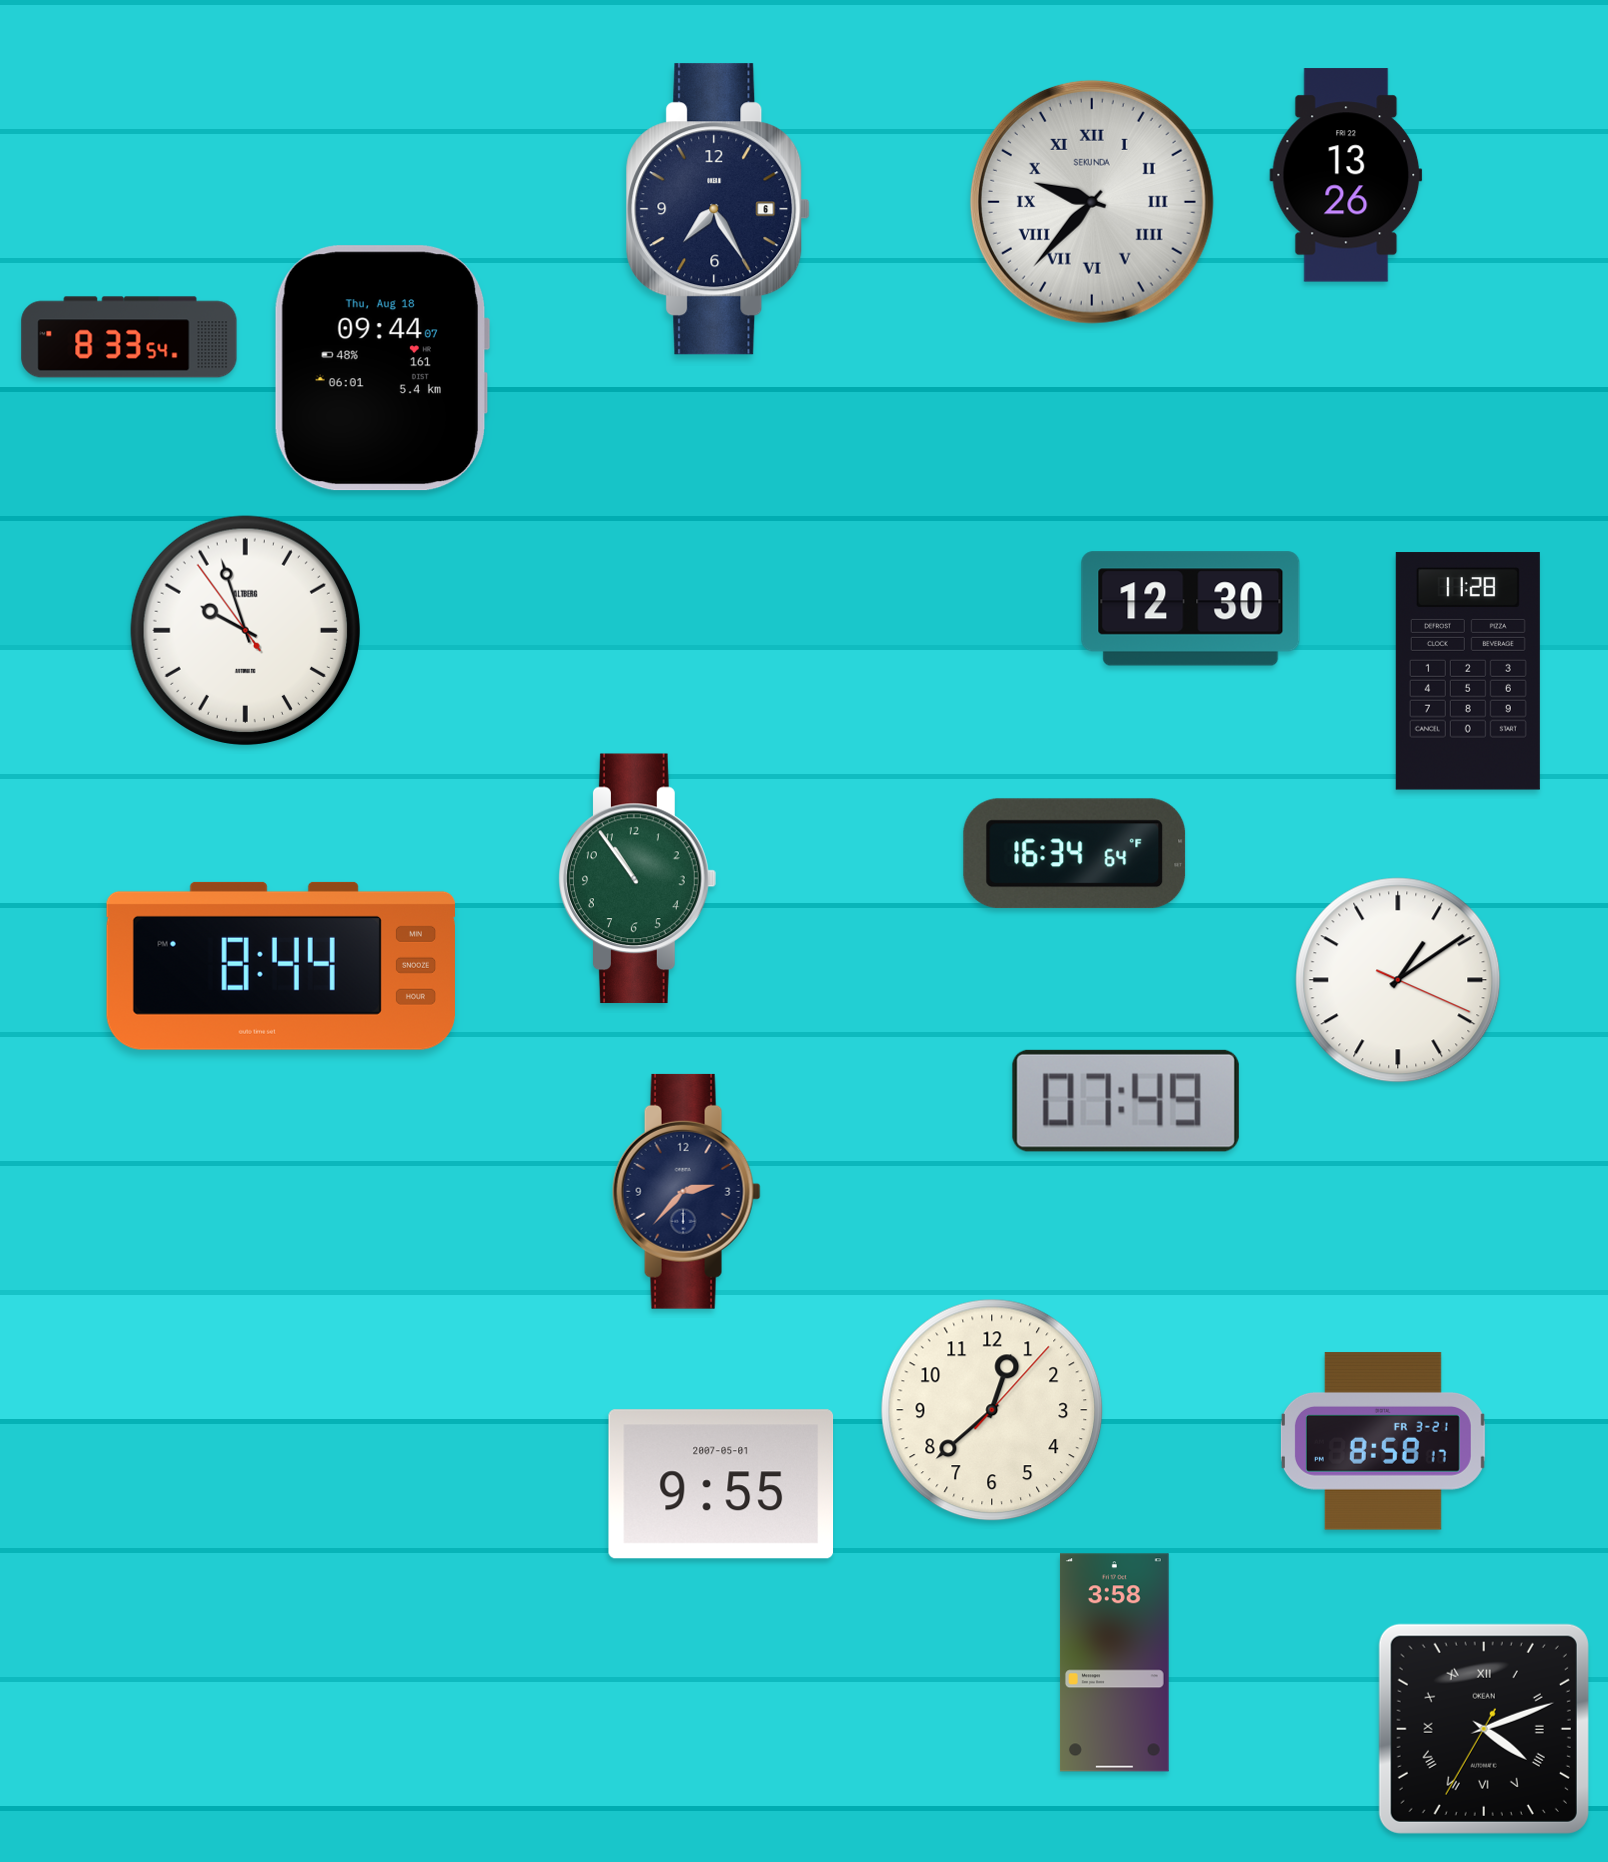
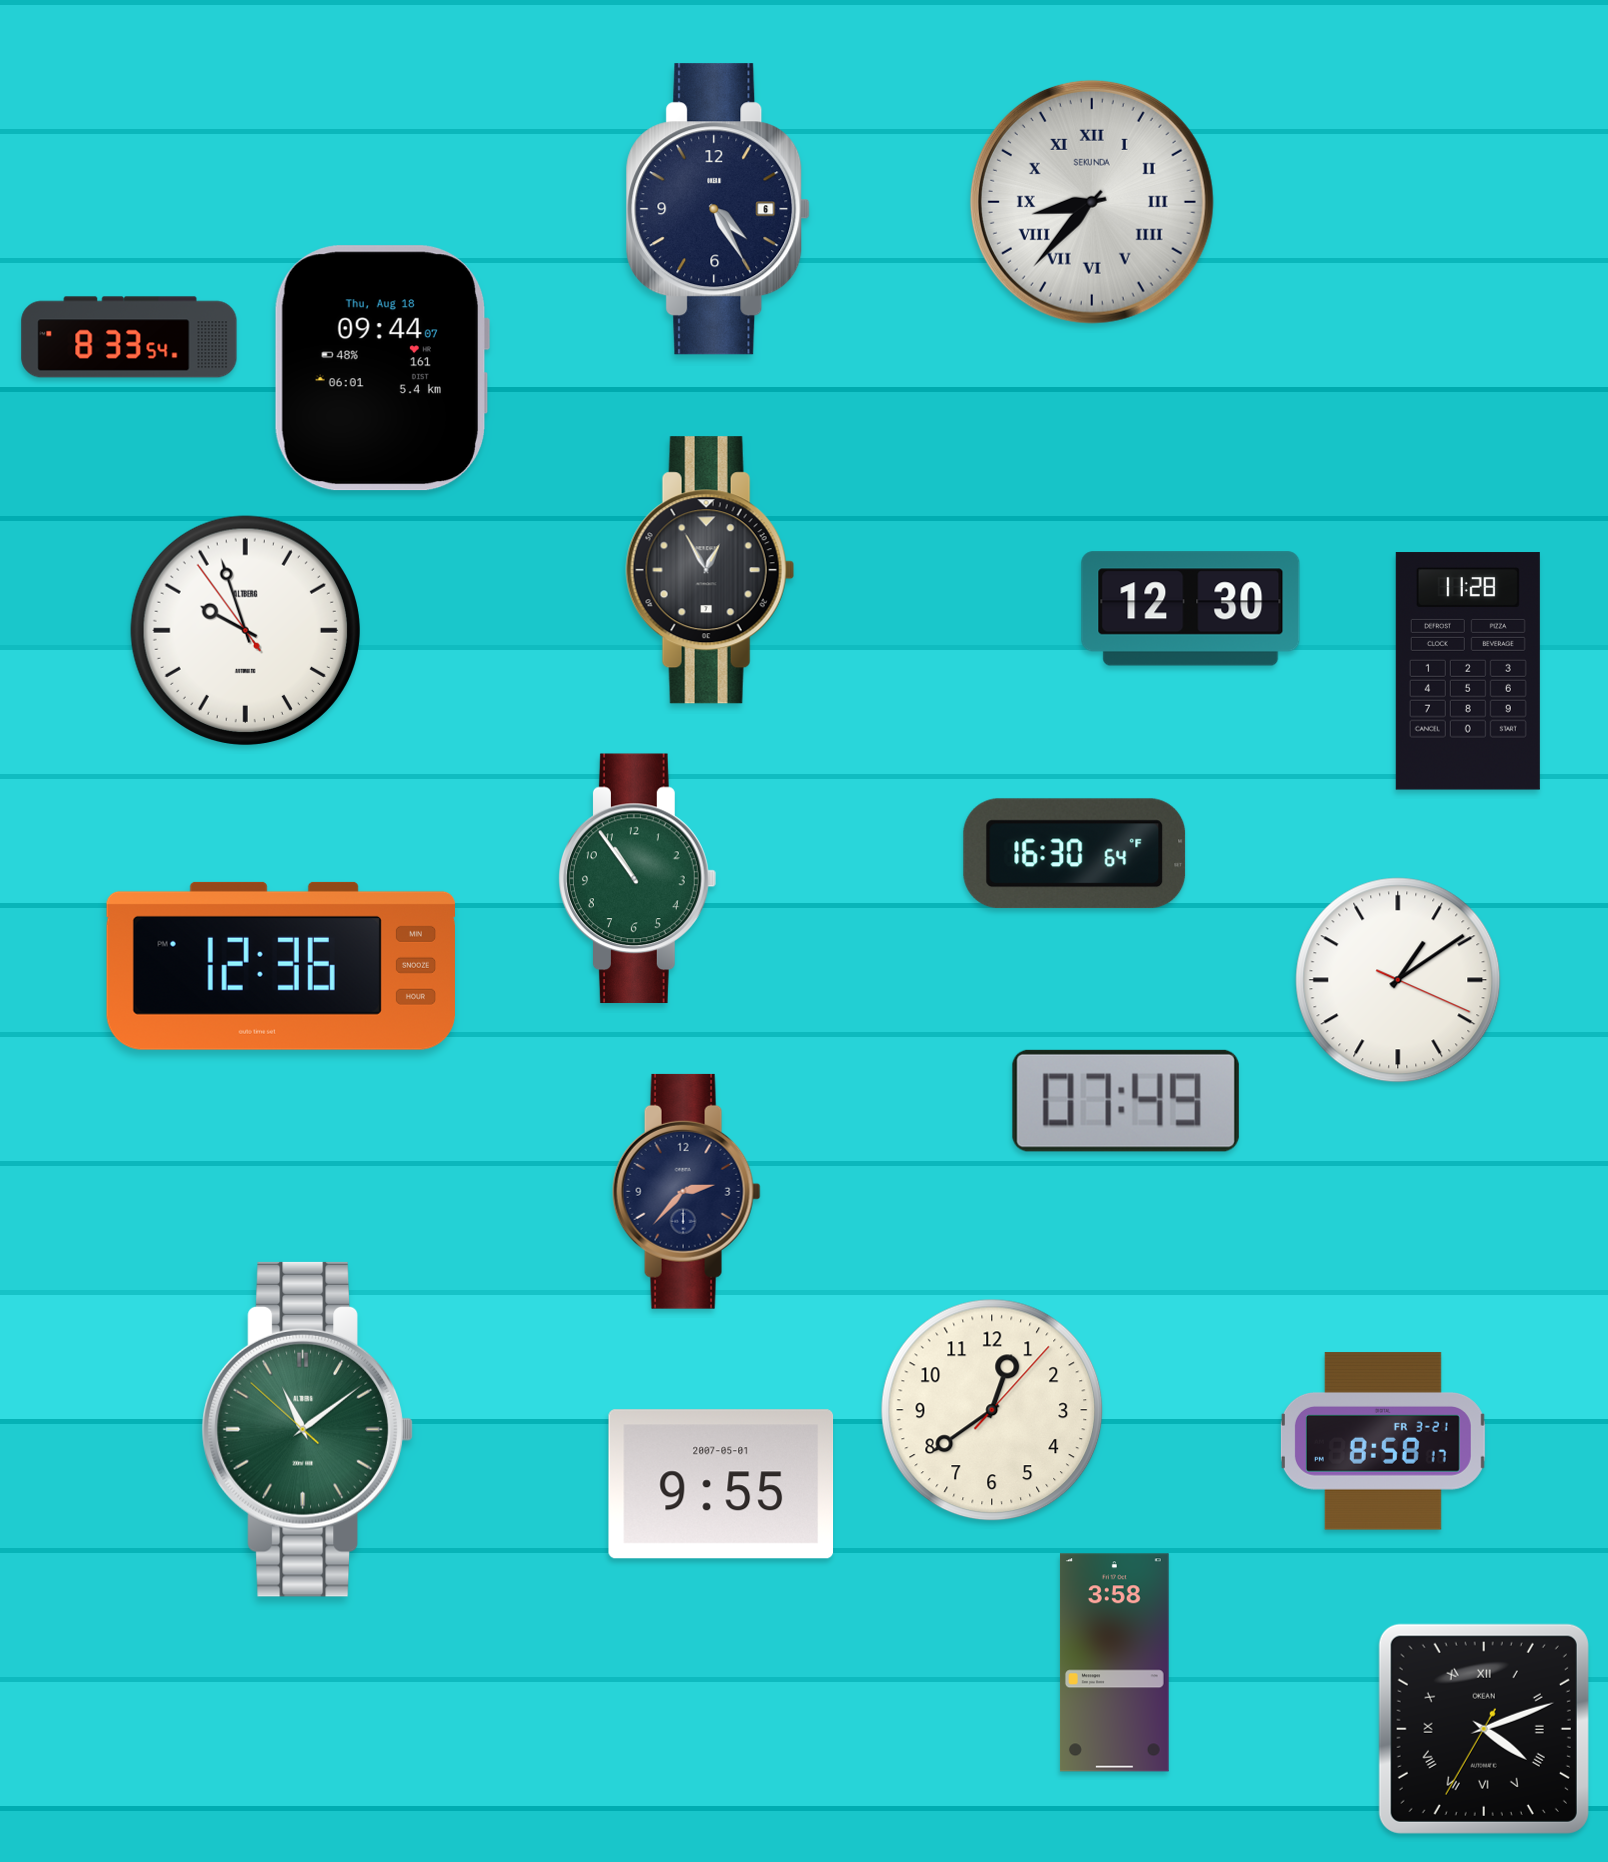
clock at (1346, 175): 13:26 -> none
clock at (1092, 202): 9:37 -> 8:37
clock at (718, 209): 7:25 -> 4:25
clock at (710, 570): none -> 12:55
clock at (1075, 854): 16:34 -> 16:30
clock at (281, 966): 8:44 -> 12:36
clock at (992, 1410): 12:38 -> 12:39
clock at (307, 1429): none -> 11:08
